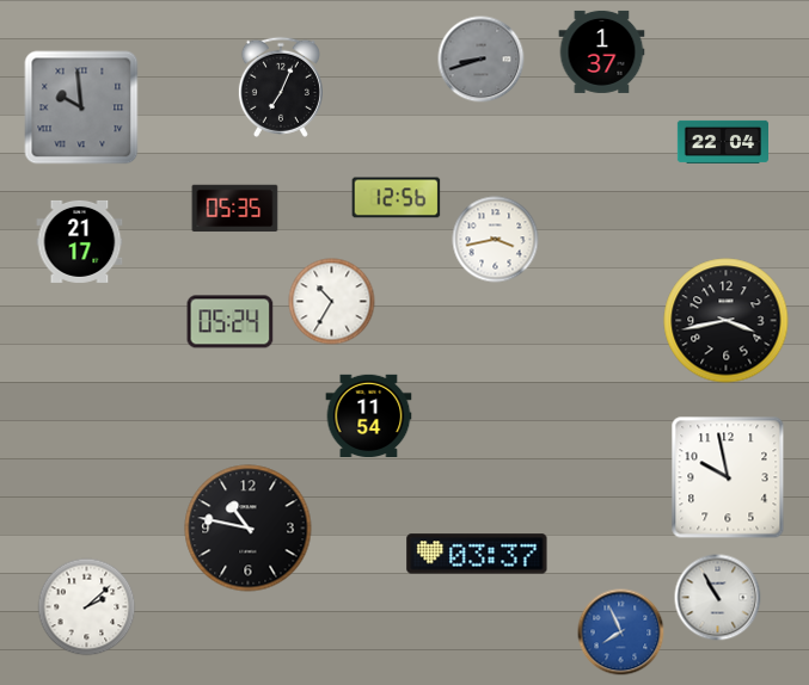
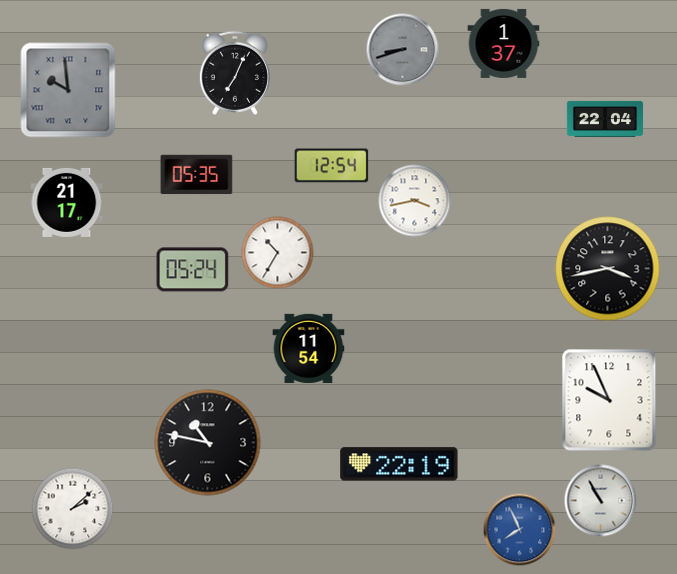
clock at (397, 198): 12:56 -> 12:54
clock at (728, 477): 9:58 -> 9:56
clock at (477, 554): 03:37 -> 22:19
